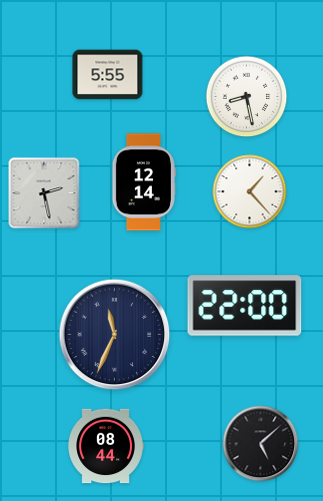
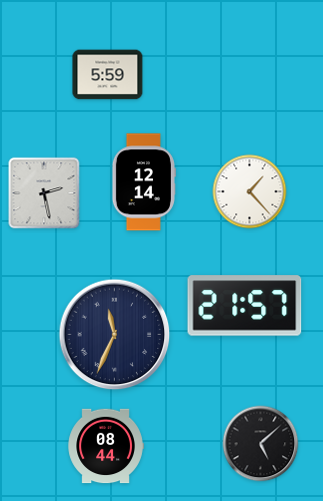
clock at (108, 75): 5:55 -> 5:59
clock at (247, 97): 8:28 -> none
clock at (245, 306): 22:00 -> 21:57
